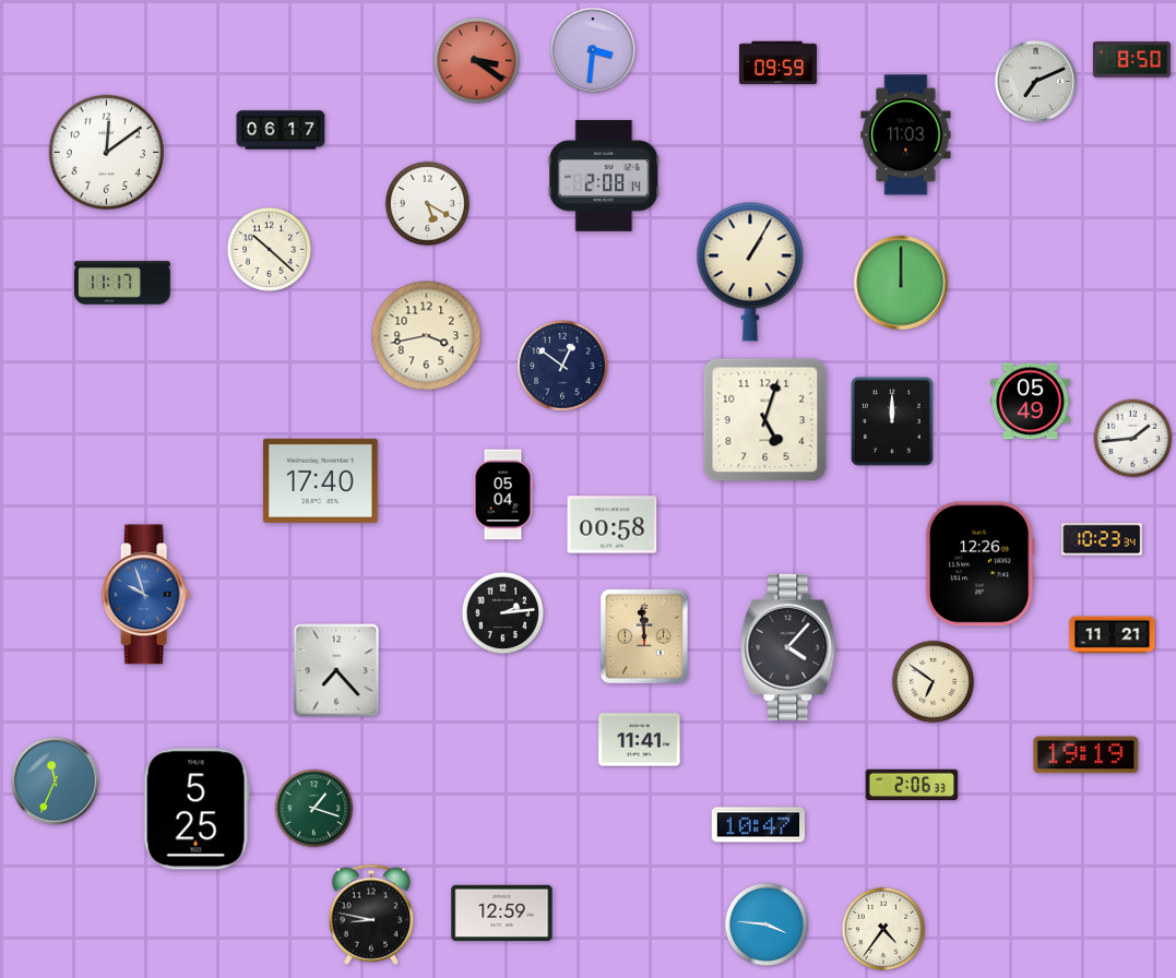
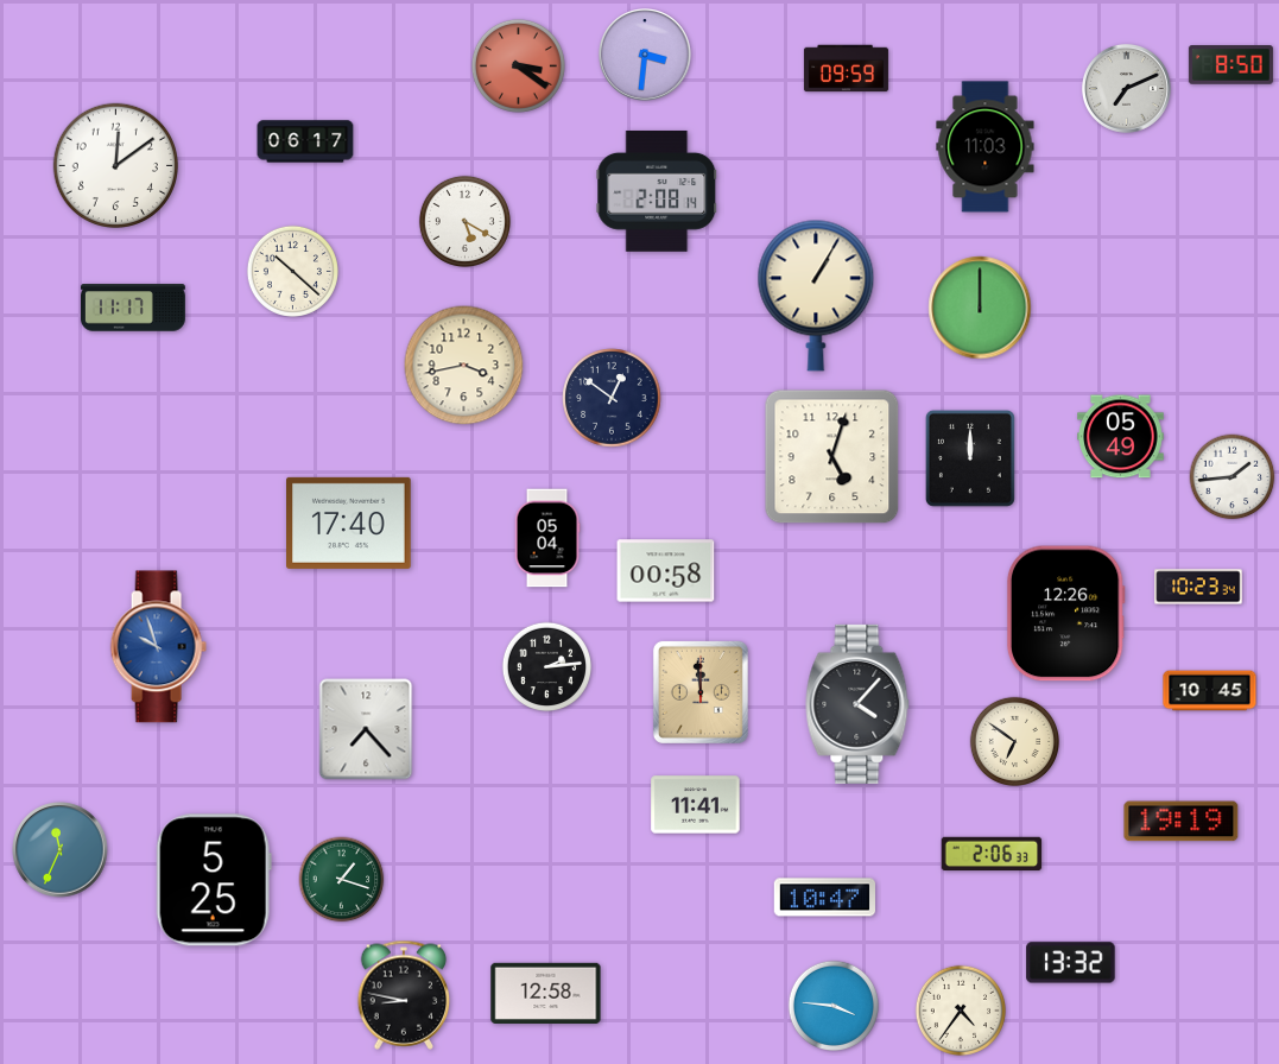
clock at (1113, 635): 11:21 -> 10:45
clock at (1071, 963): none -> 13:32
clock at (502, 913): 12:59 -> 12:58
